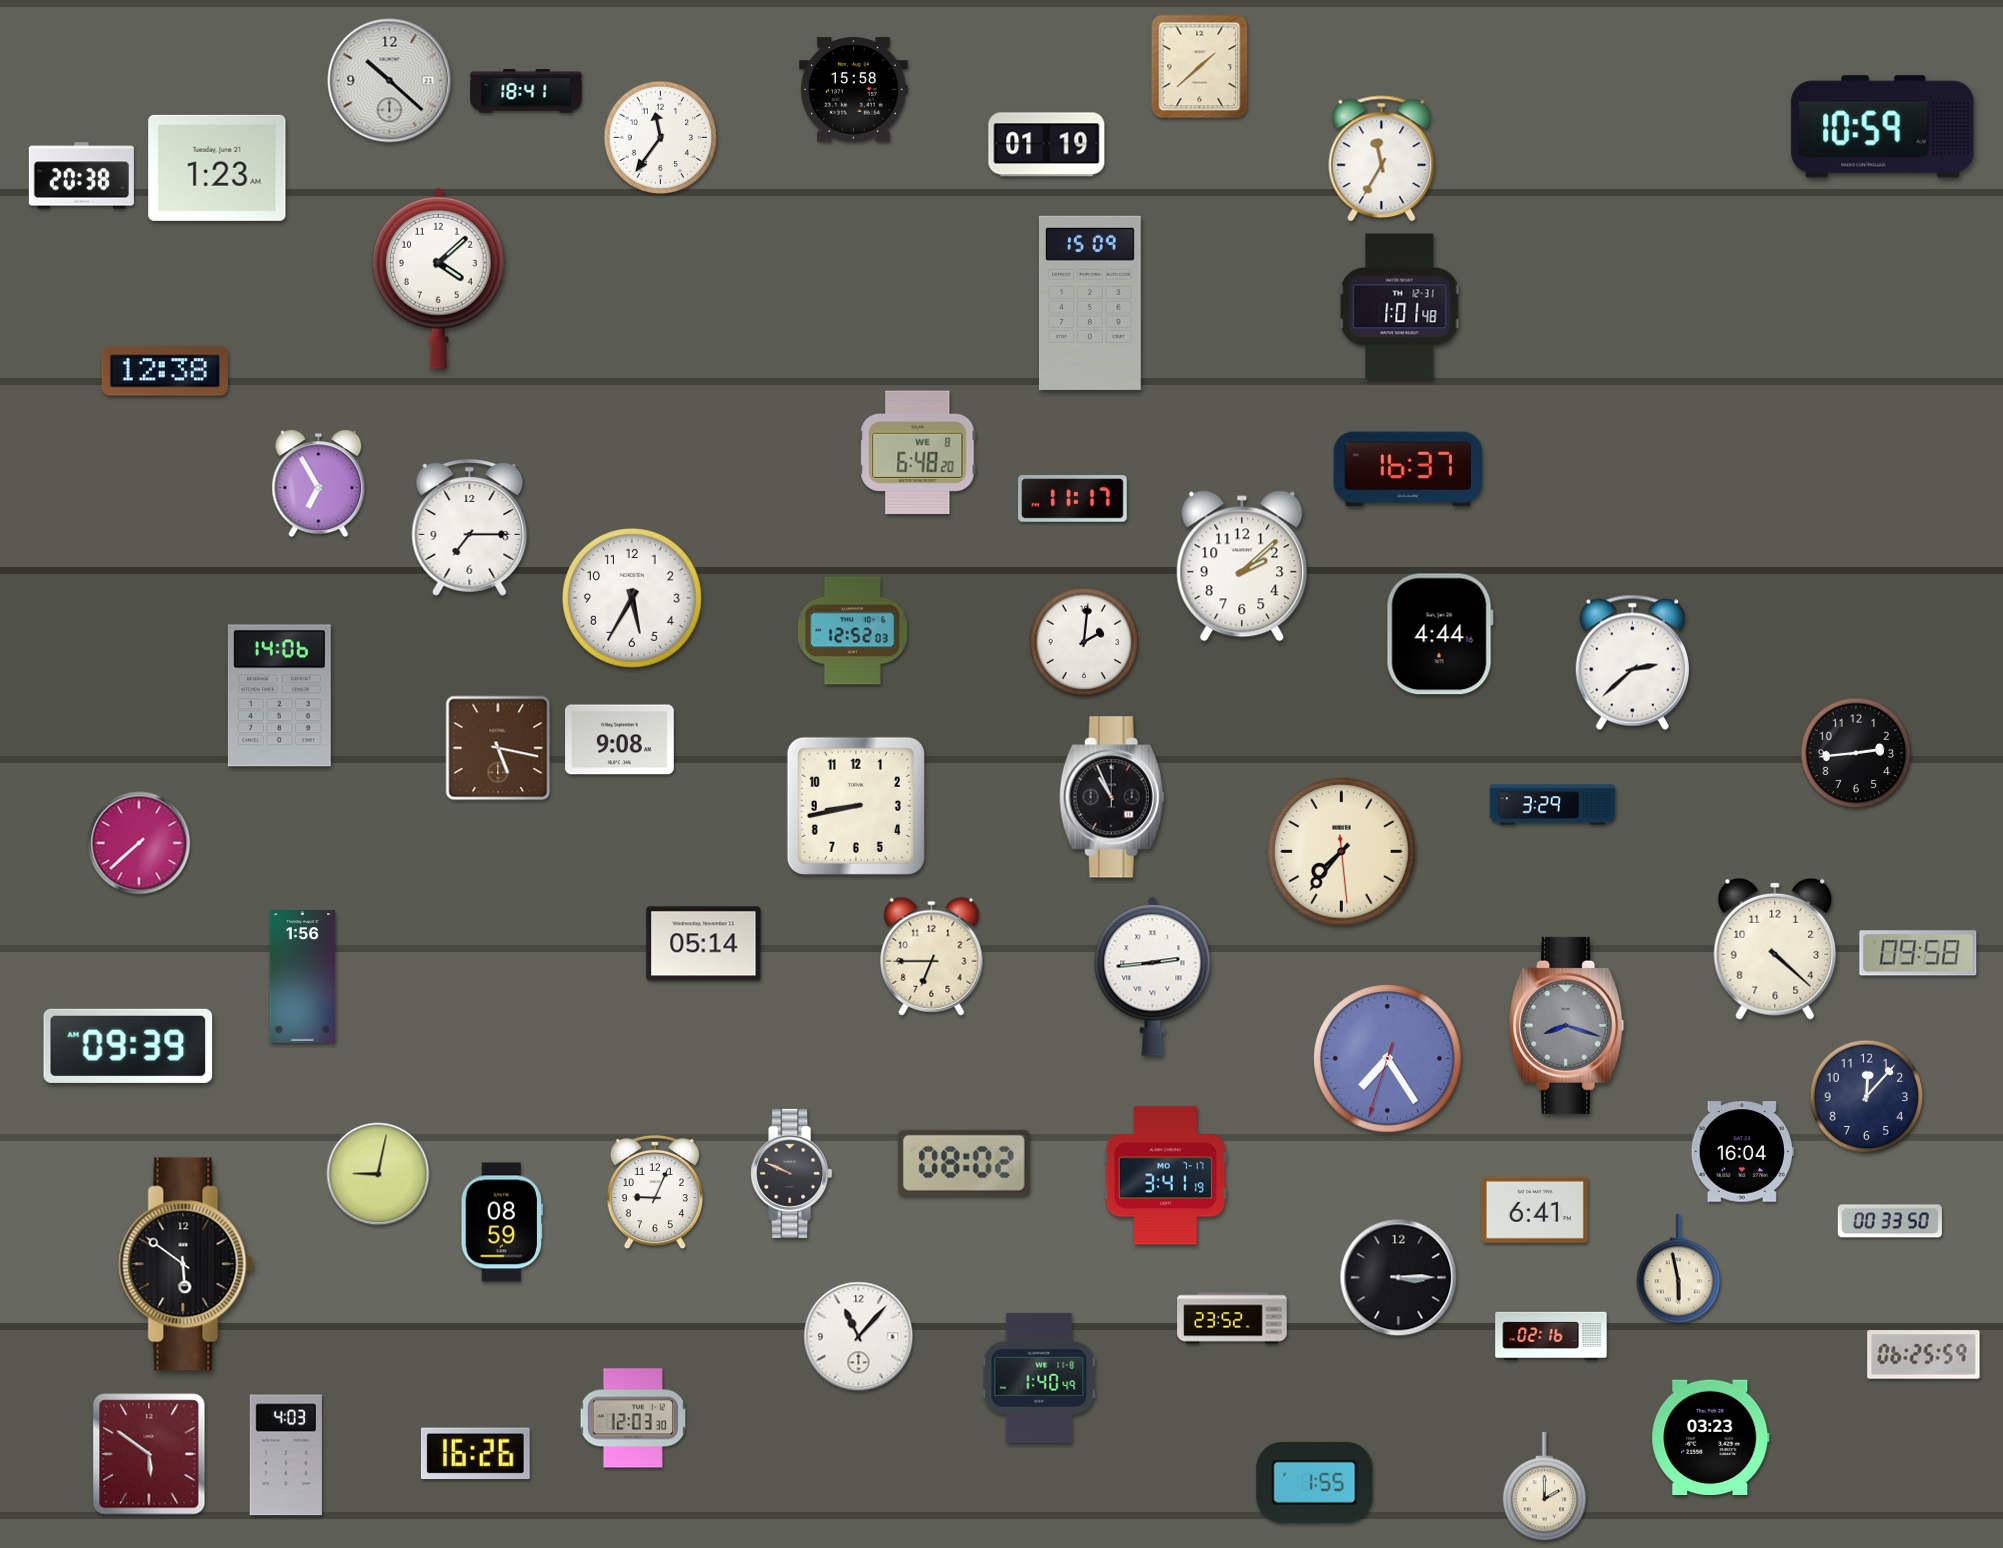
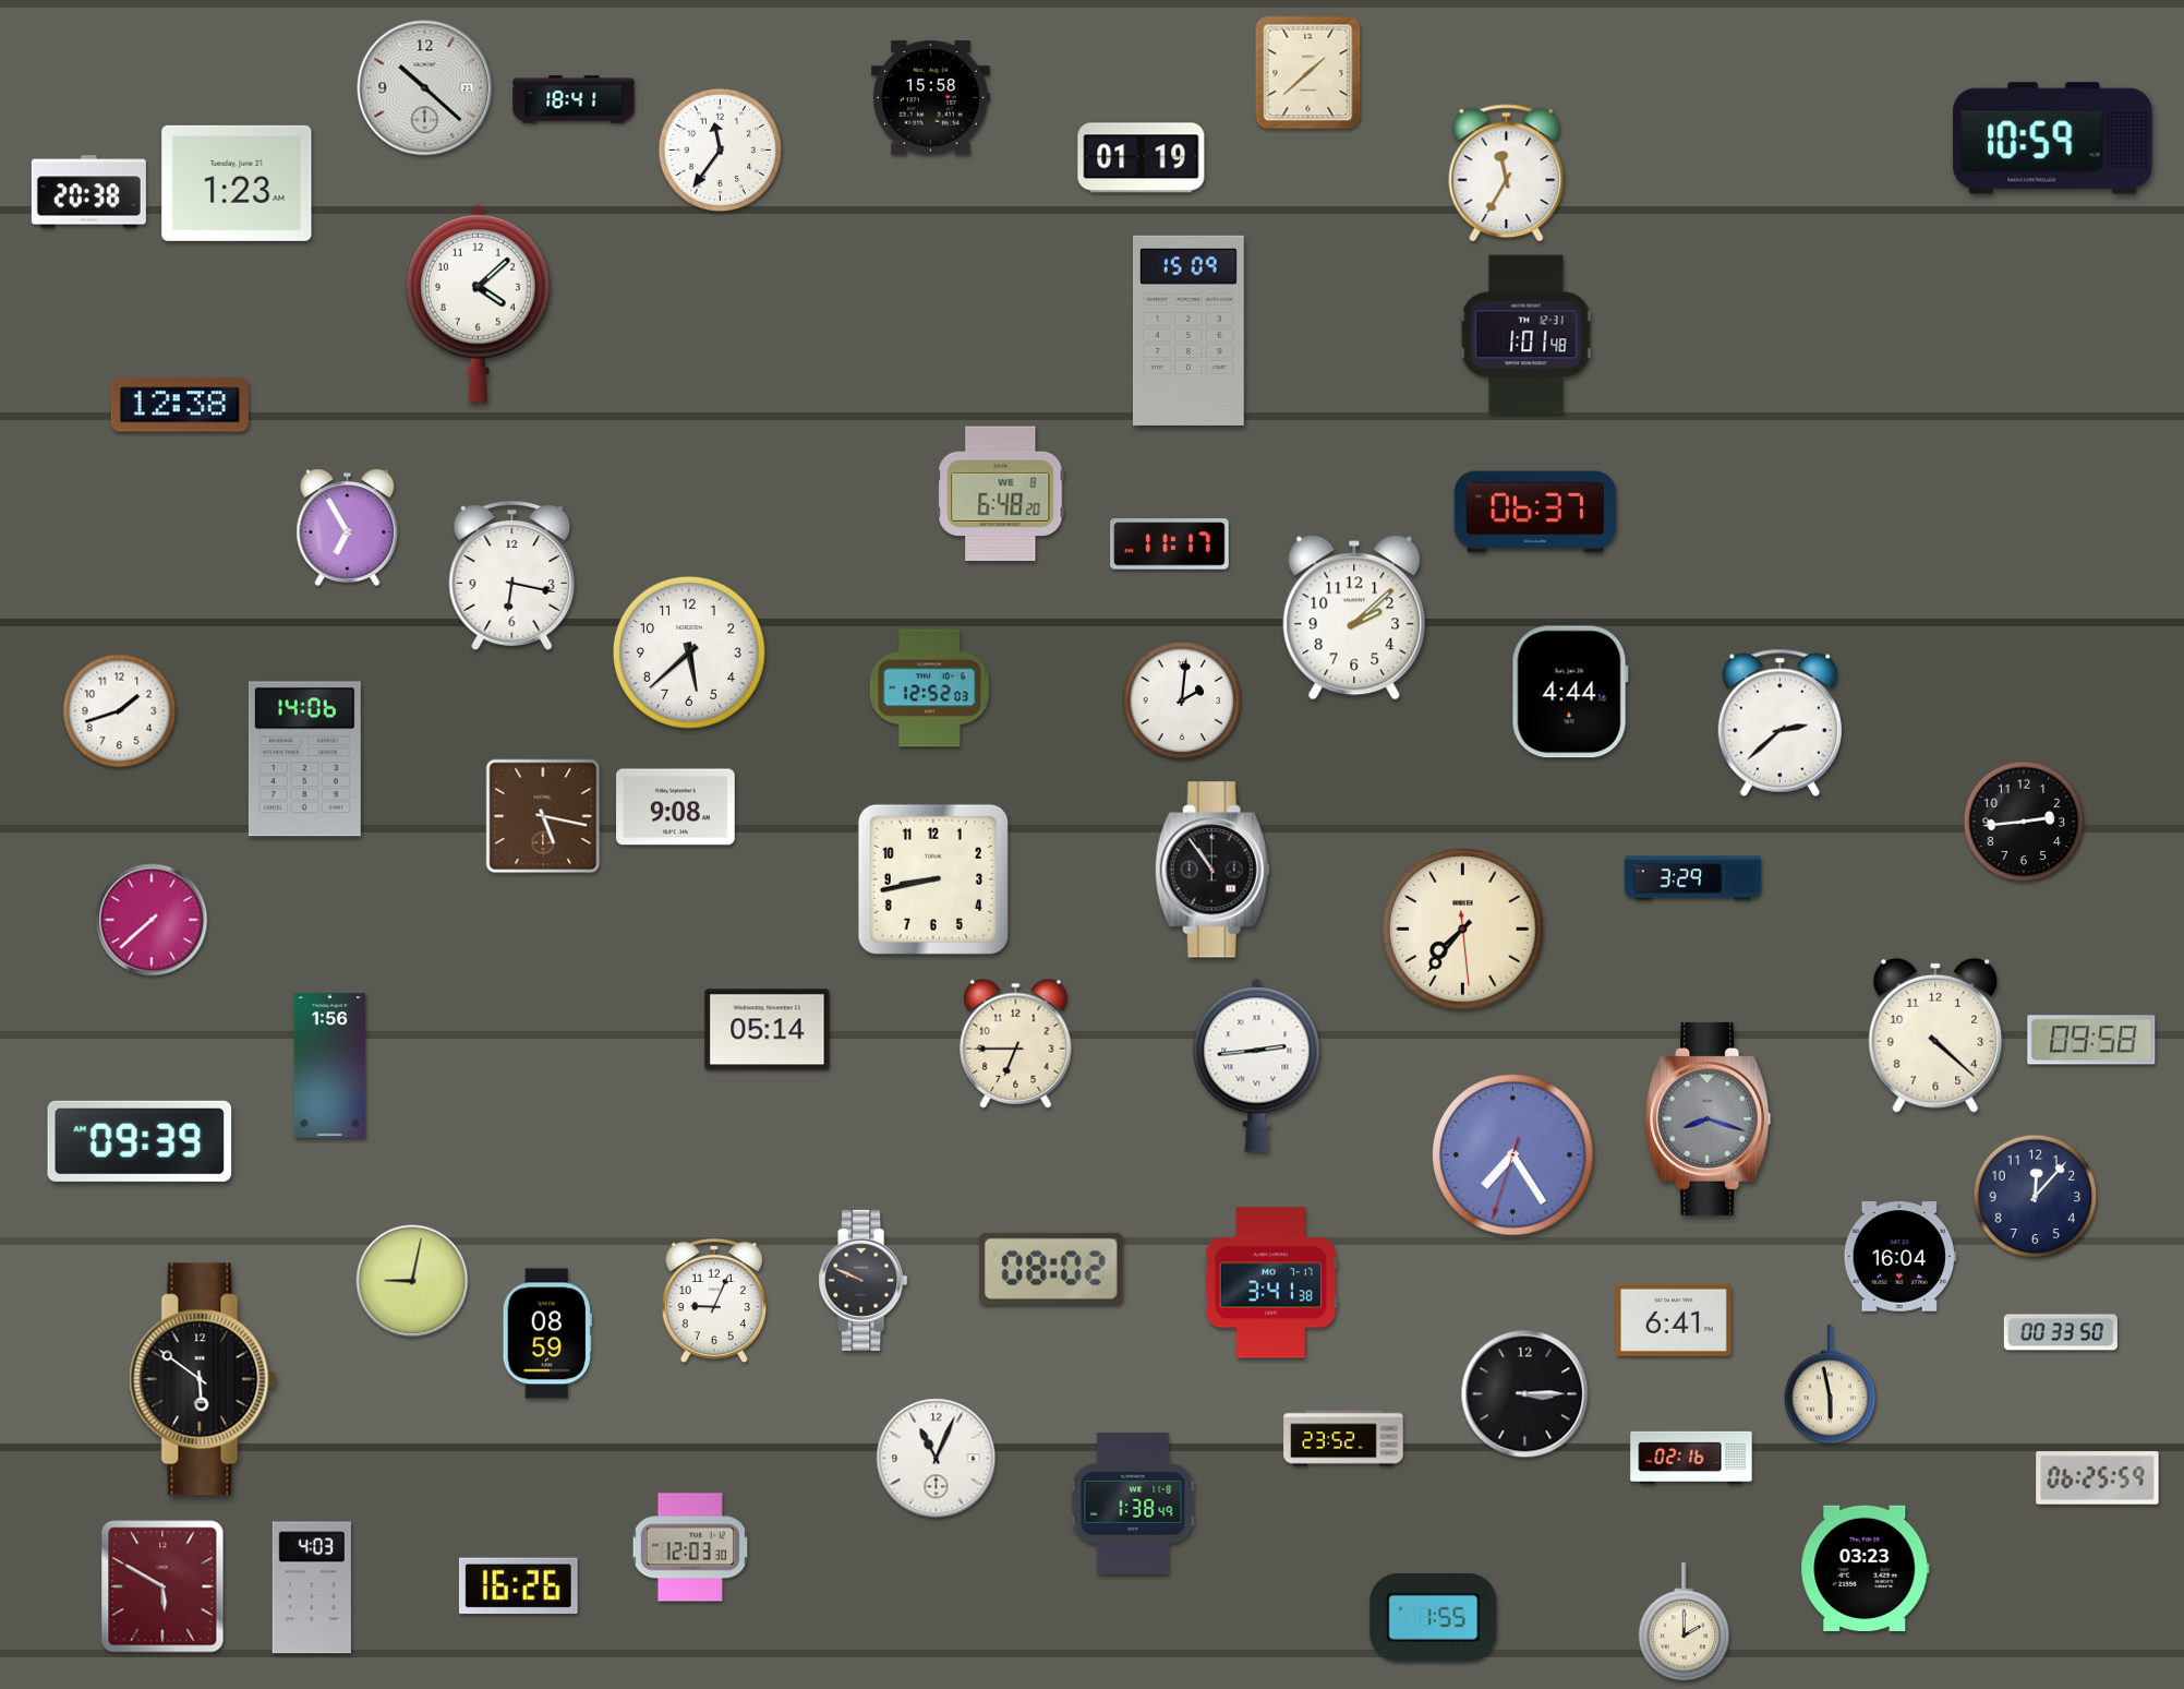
clock at (1407, 469): 16:37 -> 06:37
clock at (470, 528): 7:15 -> 6:17
clock at (632, 598): 5:35 -> 5:38
clock at (120, 711): none -> 1:42
clock at (1112, 797): 10:56 -> 10:54
clock at (1165, 1176): 3:41:19 -> 3:41:38
clock at (859, 1337): 11:07 -> 11:04
clock at (1039, 1378): 1:40 -> 1:38
clock at (149, 1454): 5:51 -> 5:50
